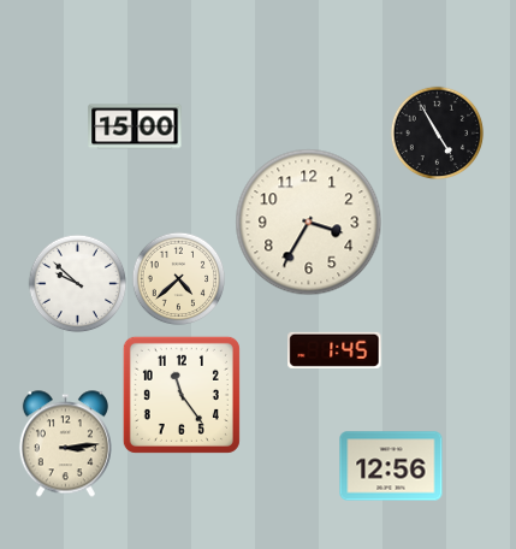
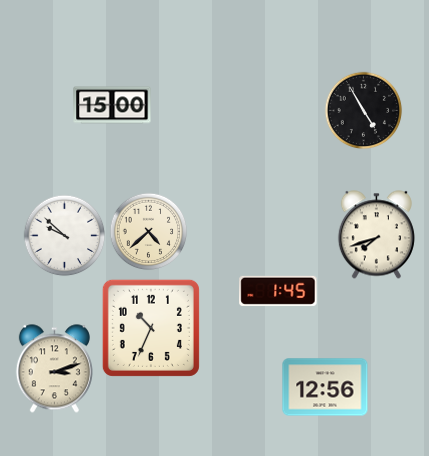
clock at (309, 223): 3:35 -> none
clock at (376, 235): none -> 7:42
clock at (182, 395): 11:24 -> 10:34
clock at (65, 444): 3:14 -> 3:12
